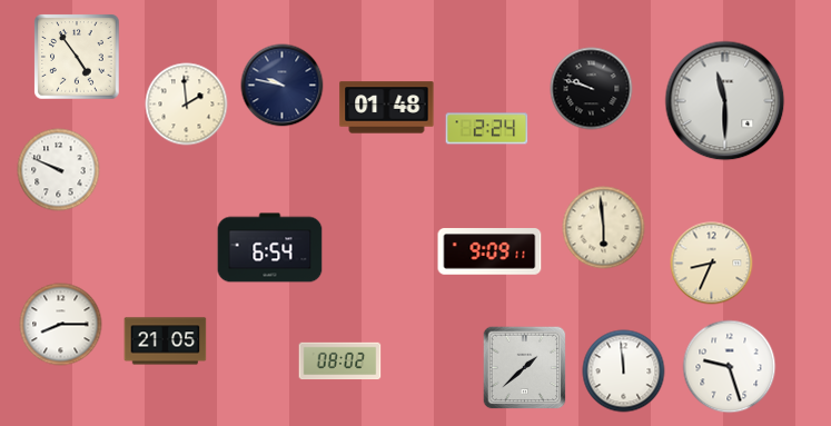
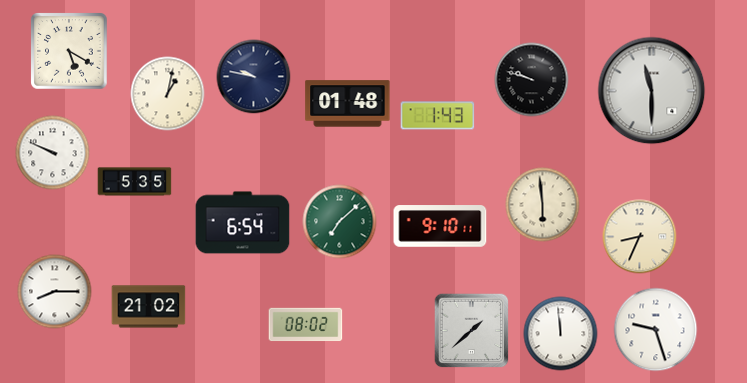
clock at (77, 57): 4:54 -> 5:20
clock at (187, 105): 1:59 -> 1:02
clock at (387, 108) position: (387, 108) -> (348, 104)
clock at (487, 129): 2:24 -> 1:43
clock at (135, 182): none -> 5:35
clock at (340, 222): none -> 7:08
clock at (489, 251): 9:09 -> 9:10
clock at (166, 341): 21:05 -> 21:02
